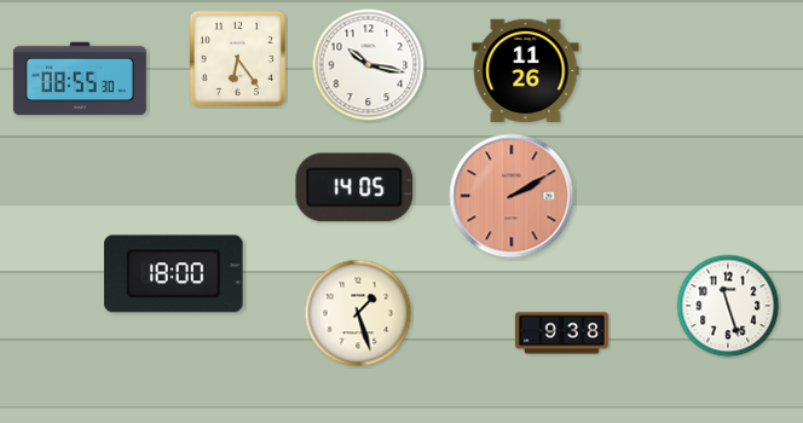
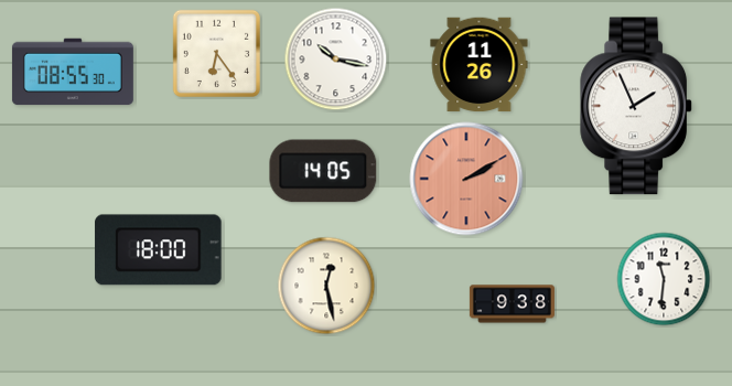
clock at (637, 106): none -> 1:56
clock at (728, 306): 11:27 -> 11:31
clock at (358, 313): 1:27 -> 12:28
